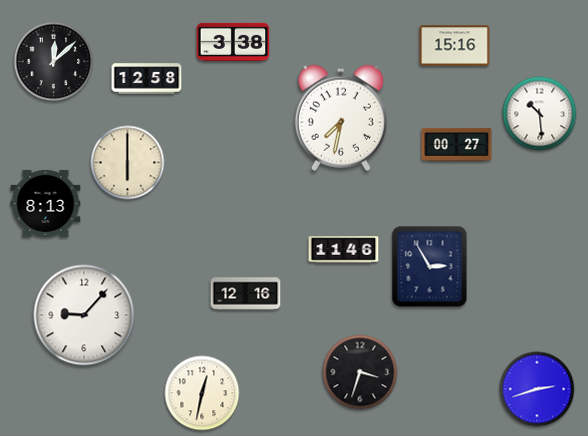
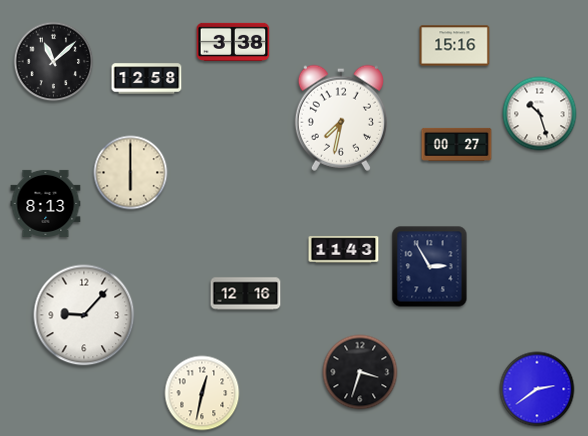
clock at (54, 62): 12:08 -> 11:08
clock at (540, 114): 10:29 -> 10:27
clock at (128, 163) position: (128, 163) -> (131, 173)
clock at (344, 250): 11:46 -> 11:43
clock at (537, 389): 2:42 -> 2:39
